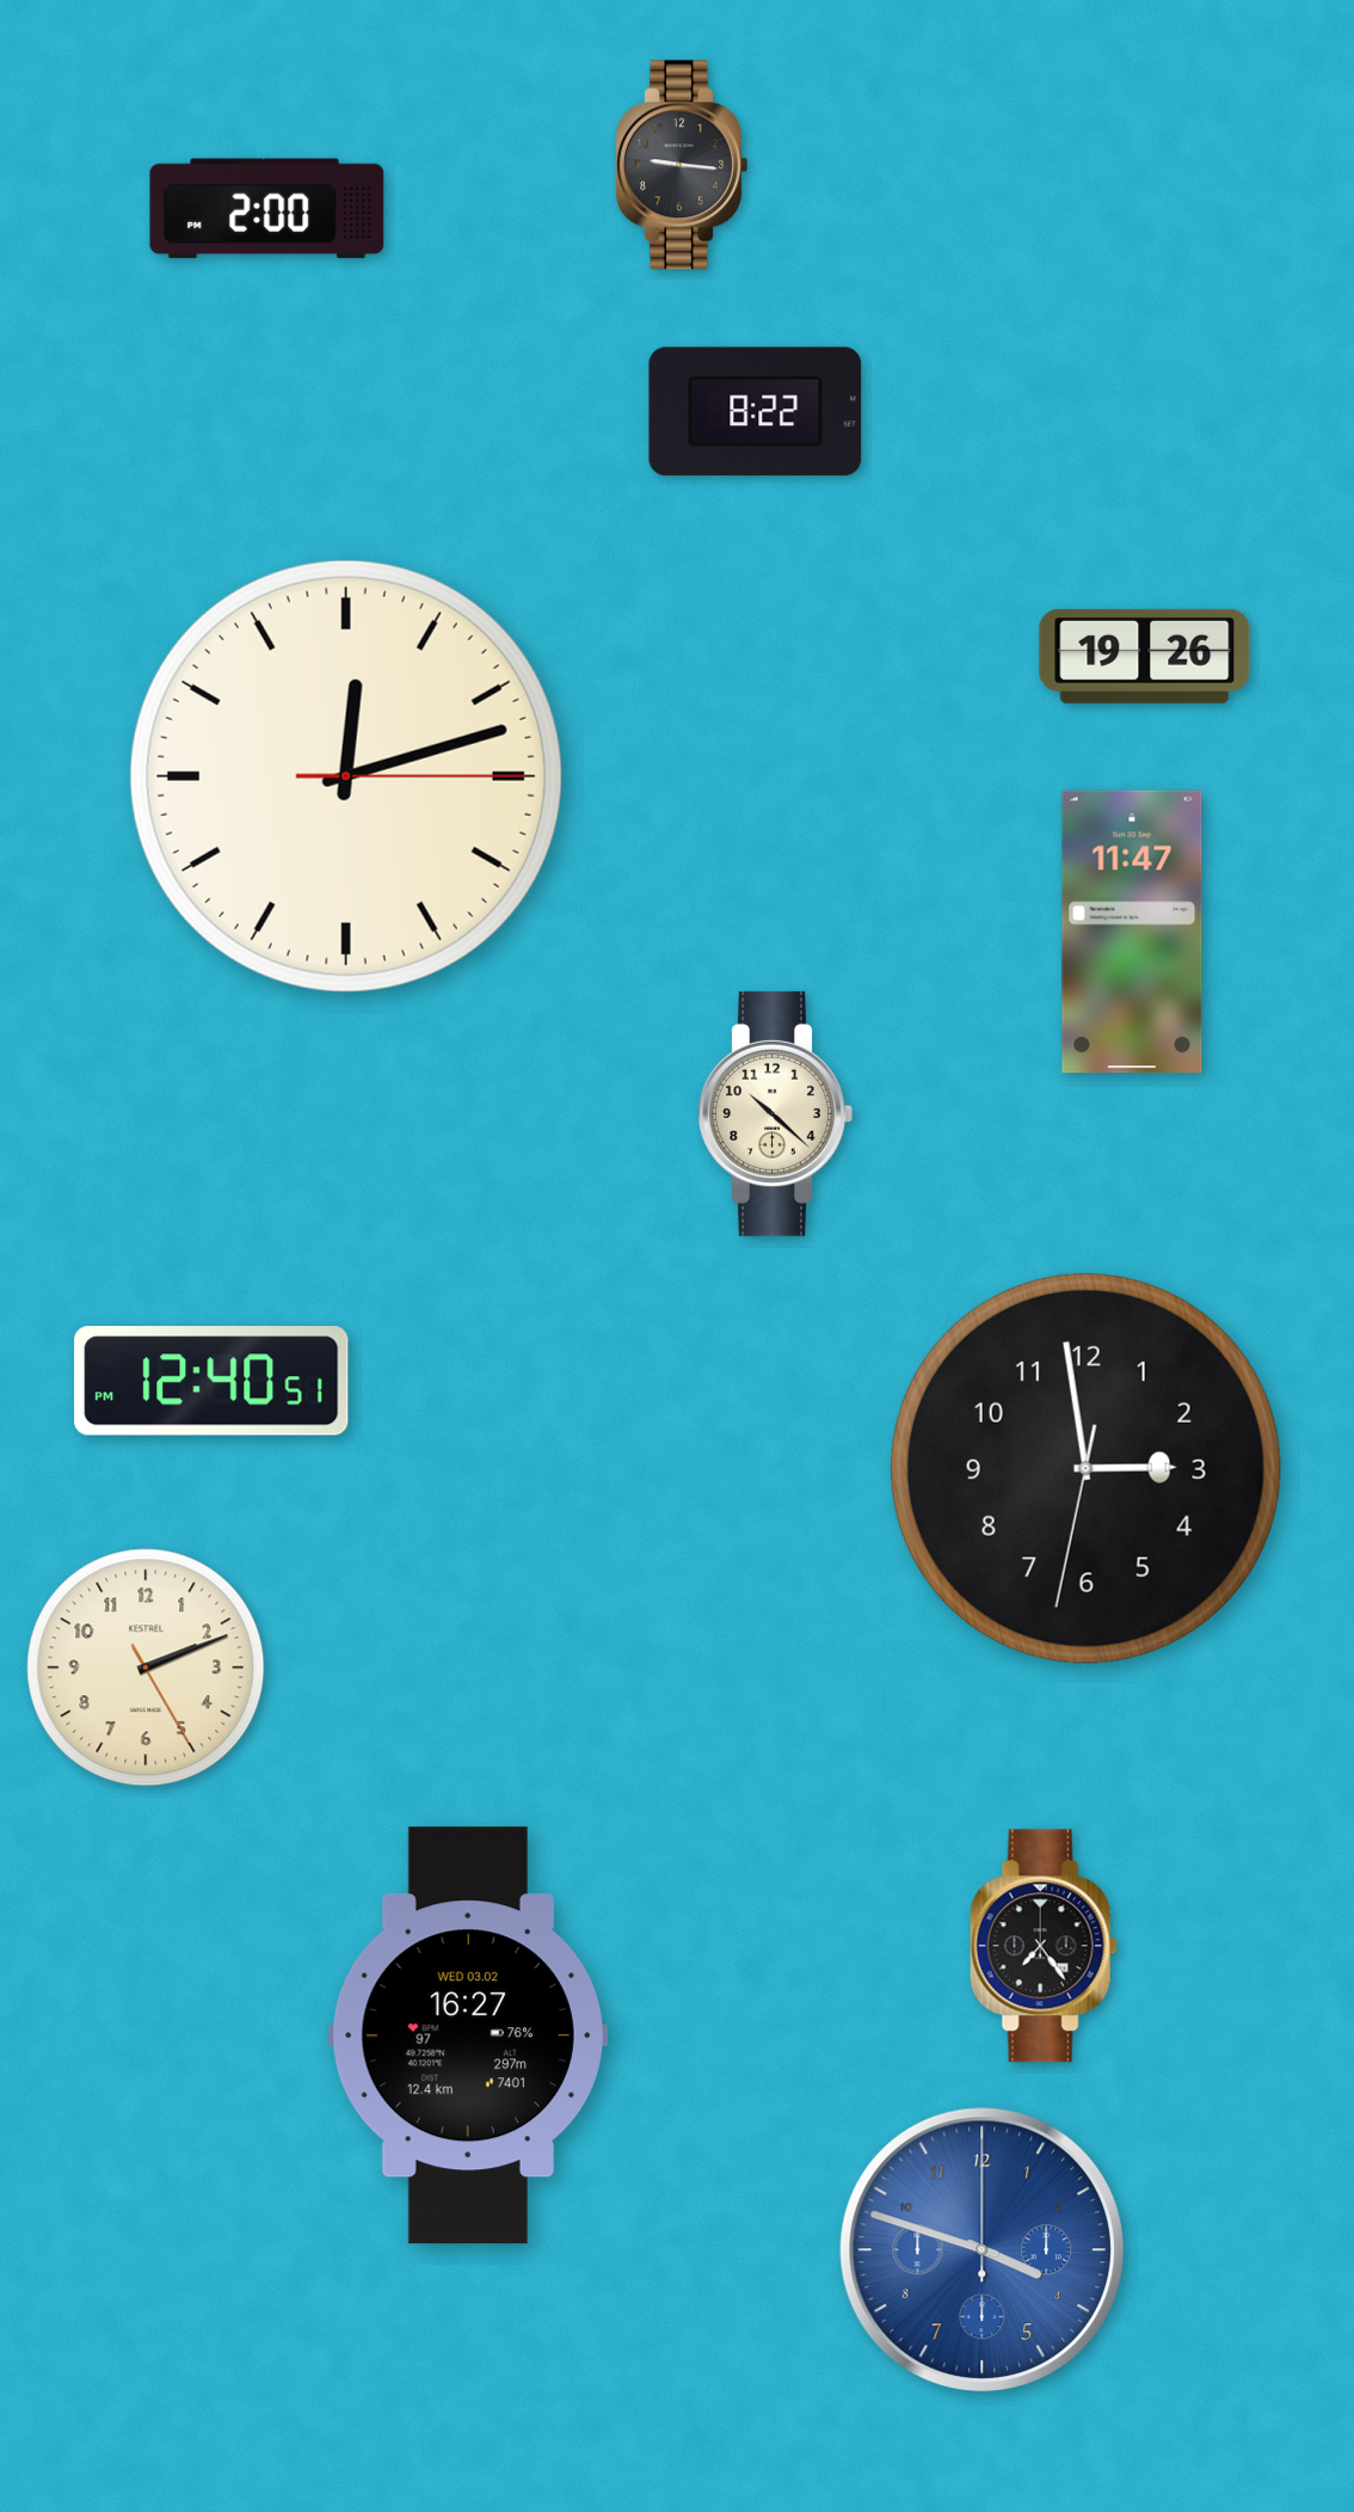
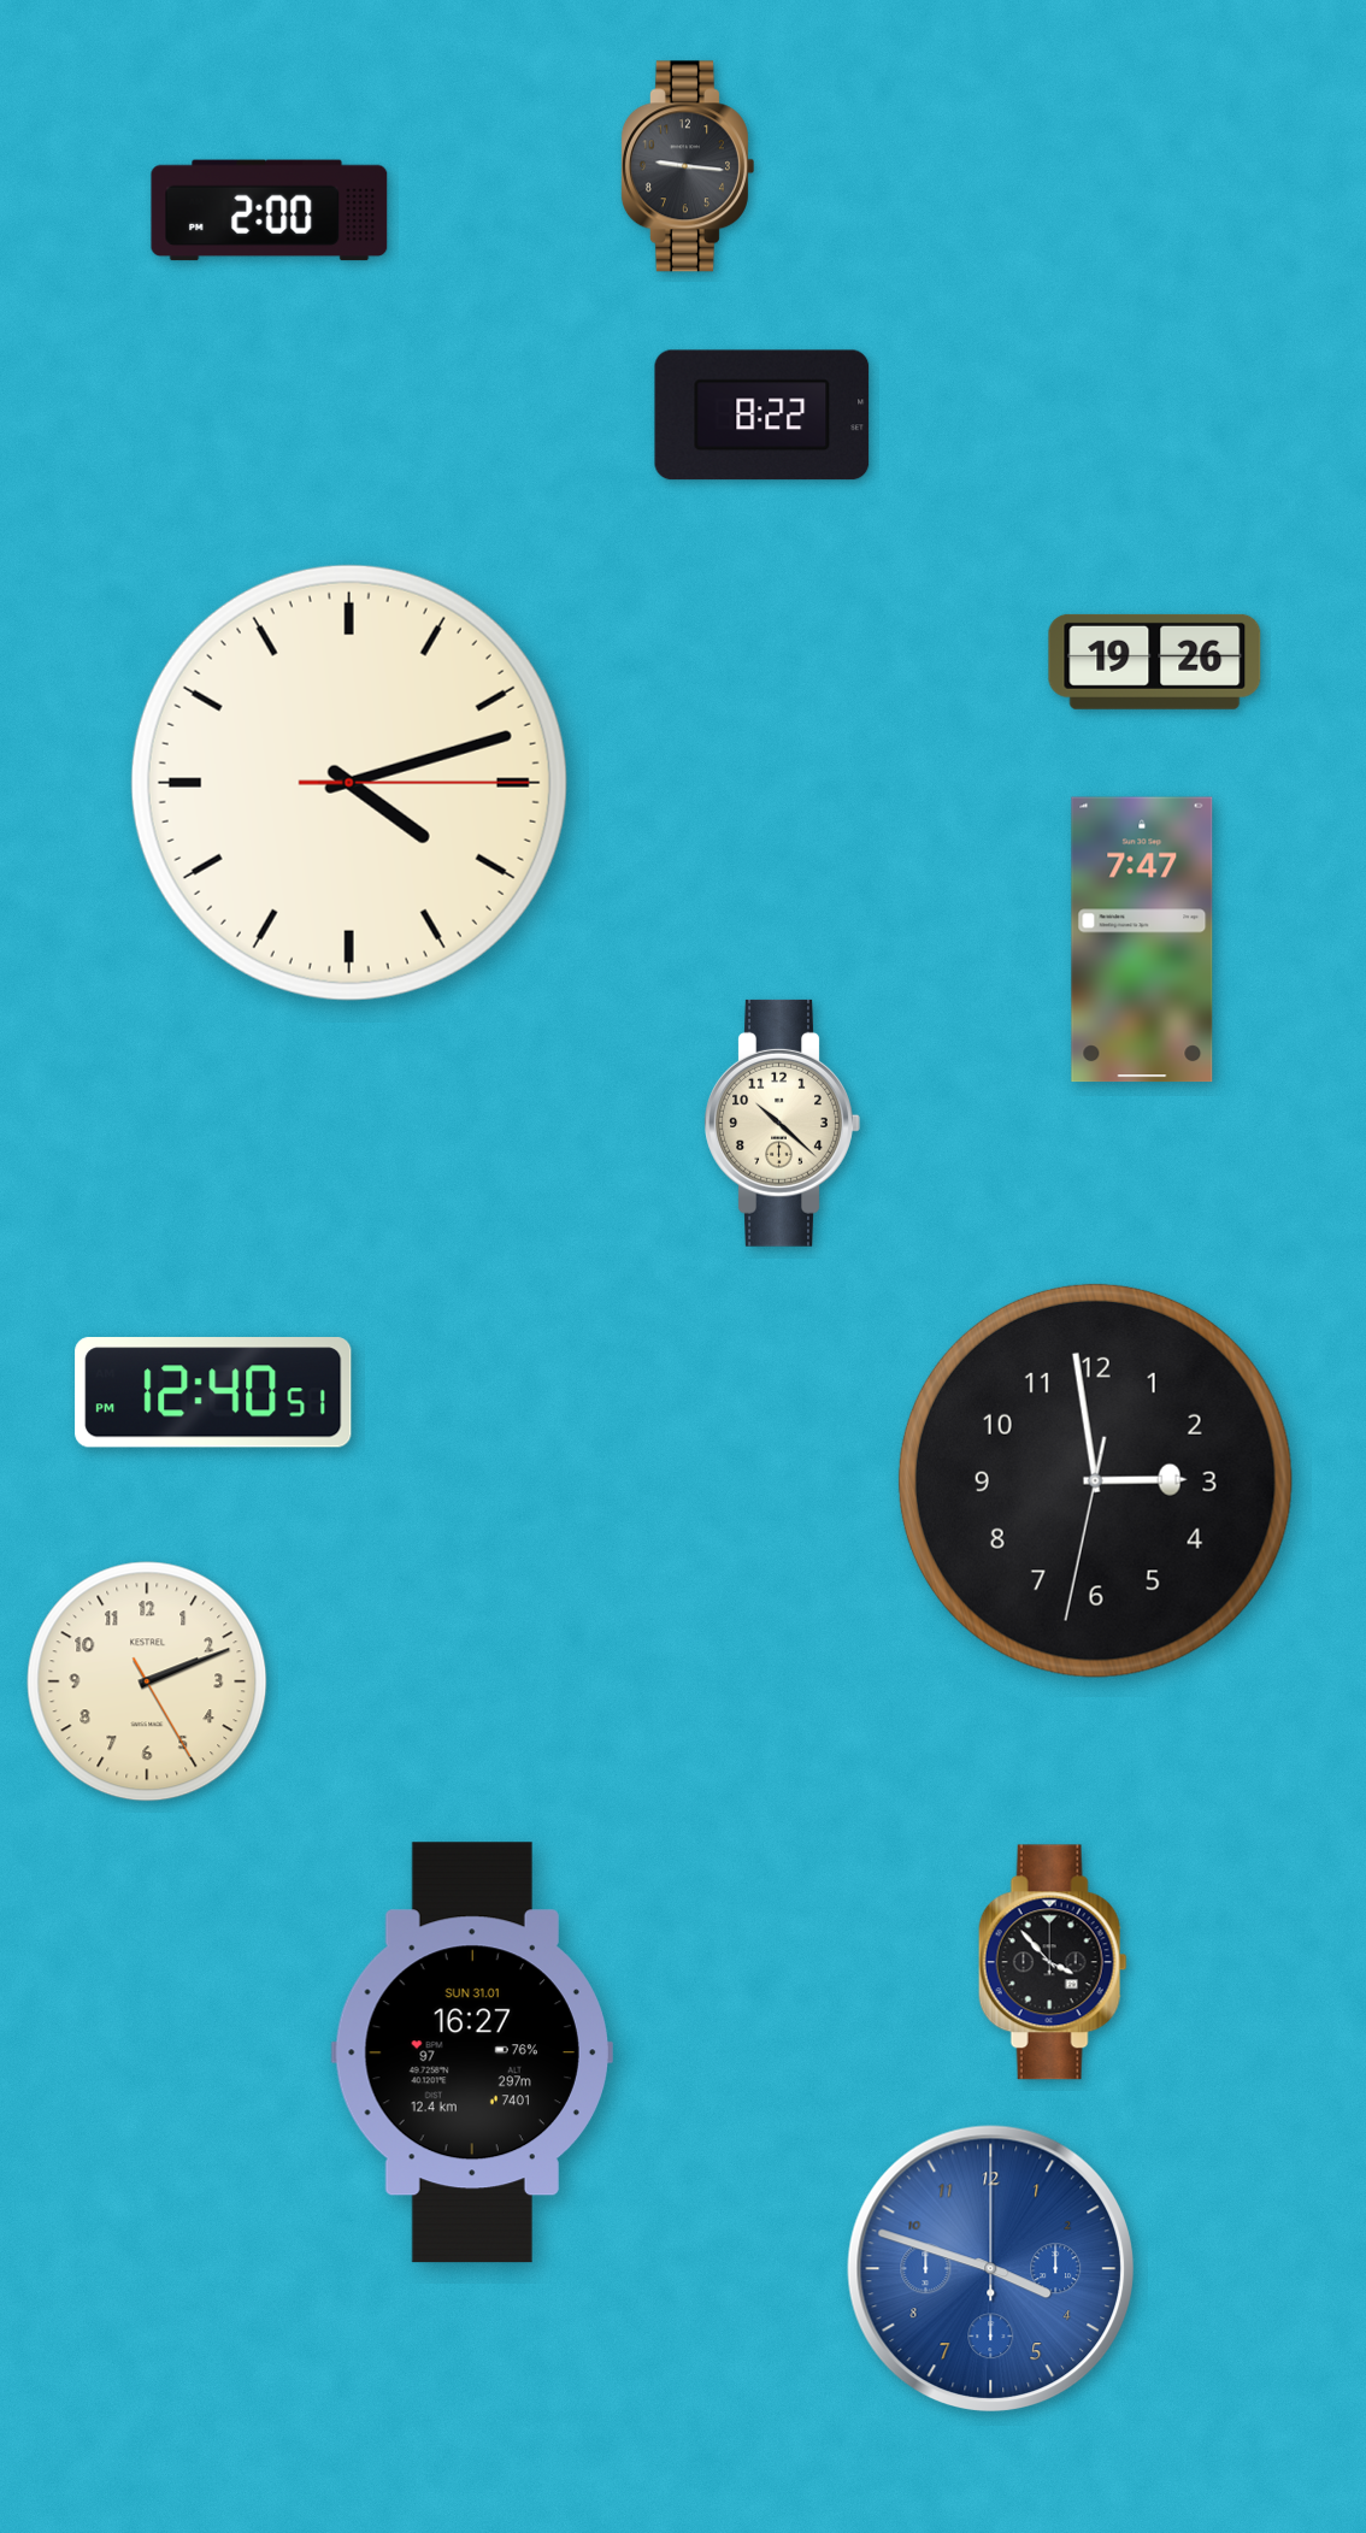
clock at (346, 776): 12:12 -> 4:12
clock at (1132, 932): 11:47 -> 7:47
clock at (1044, 1946): 7:24 -> 3:53
clock at (468, 2035) date: WED 03.02 -> SUN 31.01
